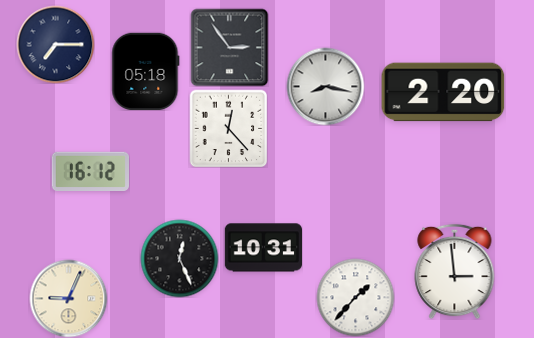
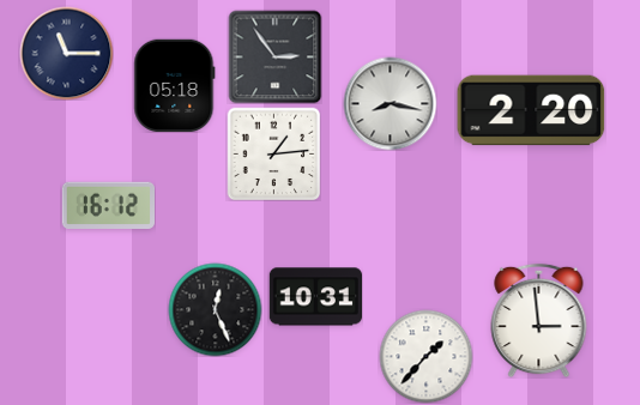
clock at (55, 44): 7:15 -> 11:15
clock at (228, 128): 12:23 -> 1:14
clock at (455, 271) position: (455, 271) -> (539, 320)
clock at (68, 298): 9:04 -> none
